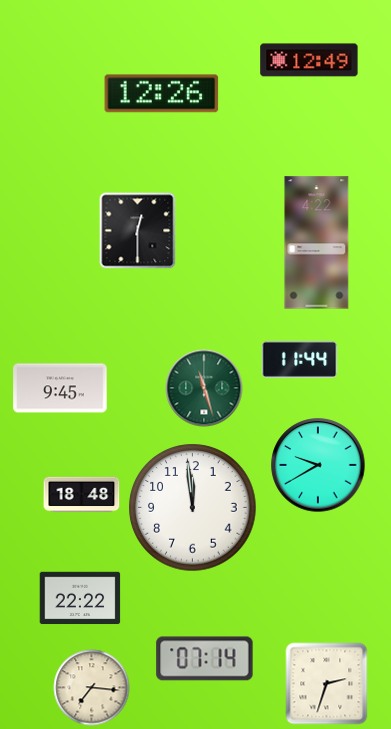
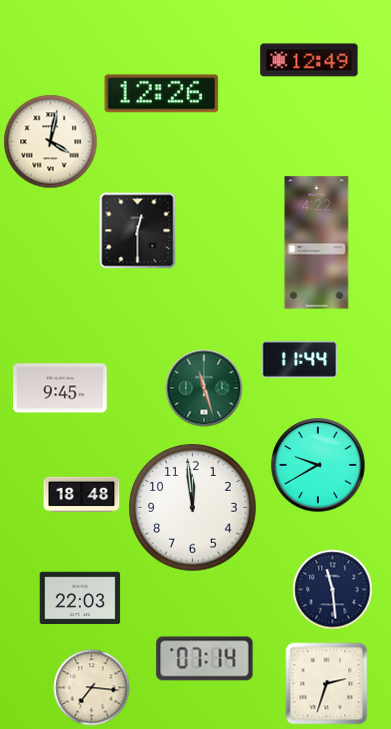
clock at (51, 142): none -> 4:02
clock at (333, 590): none -> 11:29
clock at (80, 598): 22:22 -> 22:03
